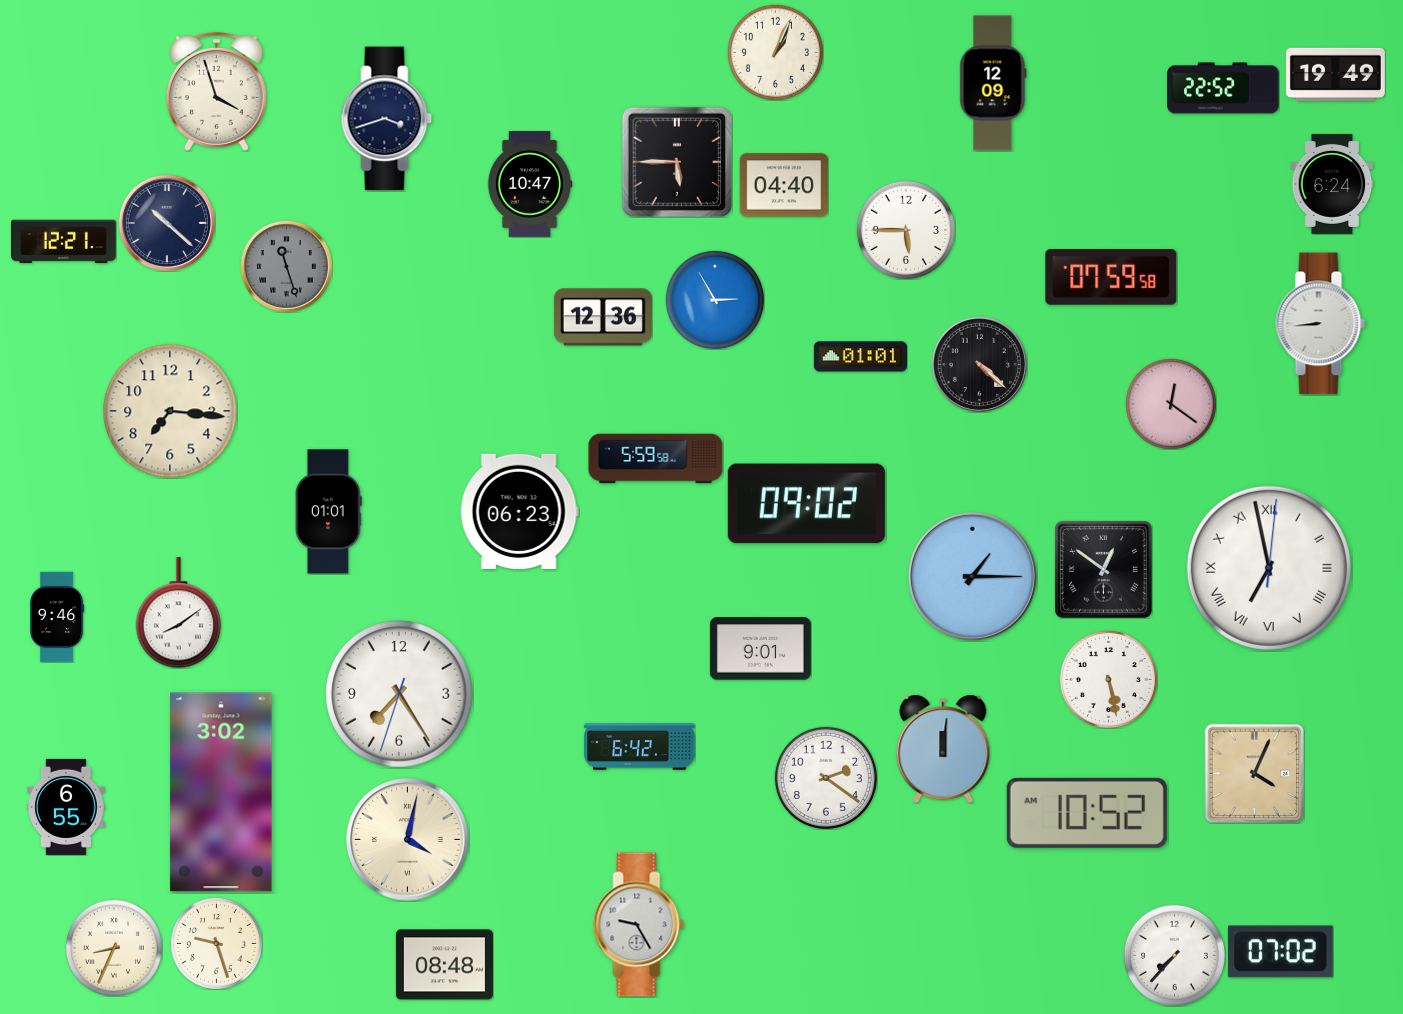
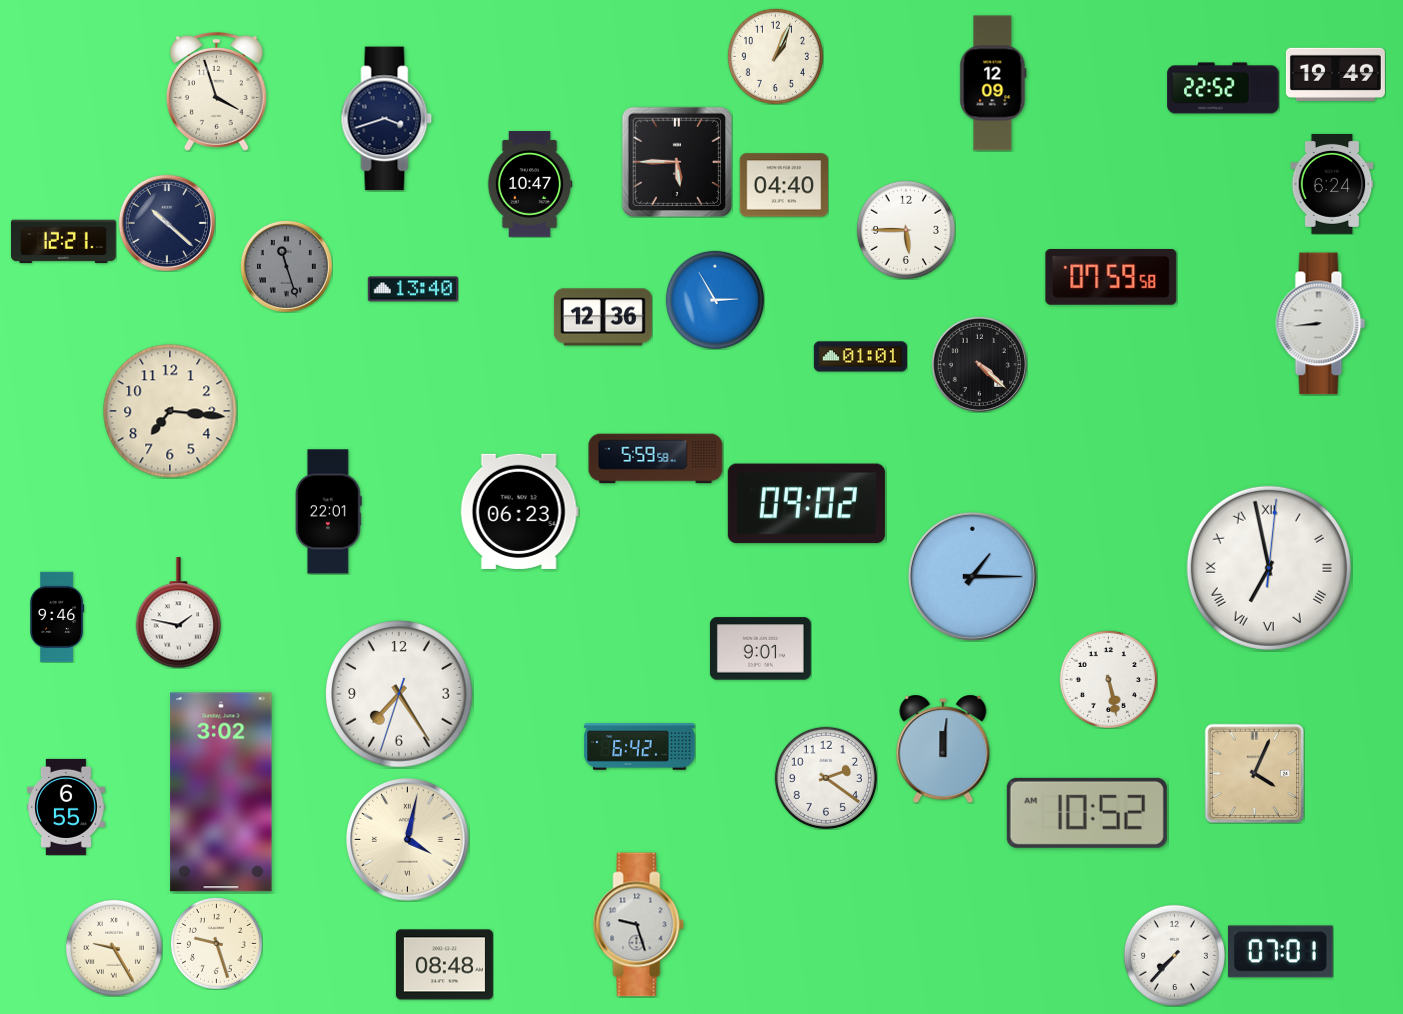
clock at (775, 52) position: (775, 52) -> (775, 56)
clock at (412, 289): none -> 13:40
clock at (1171, 404): 12:21 -> none
clock at (328, 512): 01:01 -> 22:01
clock at (1103, 569): 12:51 -> none
clock at (179, 613): 8:09 -> 1:47
clock at (639, 925): 9:25 -> 9:27
clock at (114, 948): 8:34 -> 9:25
clock at (1280, 952): 07:02 -> 07:01
